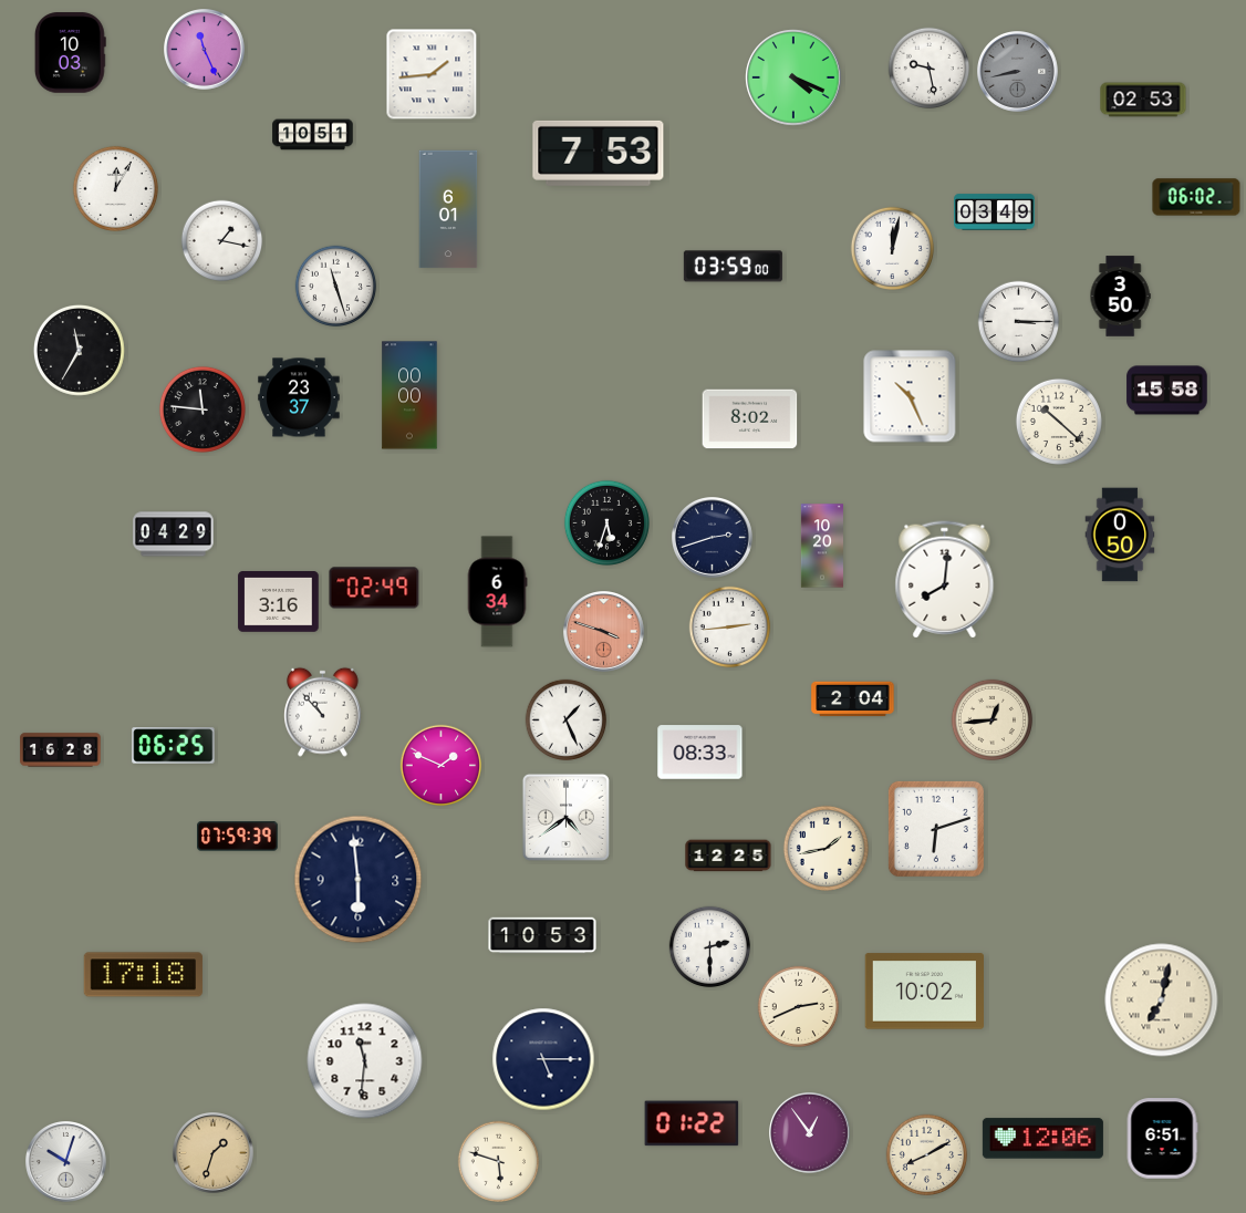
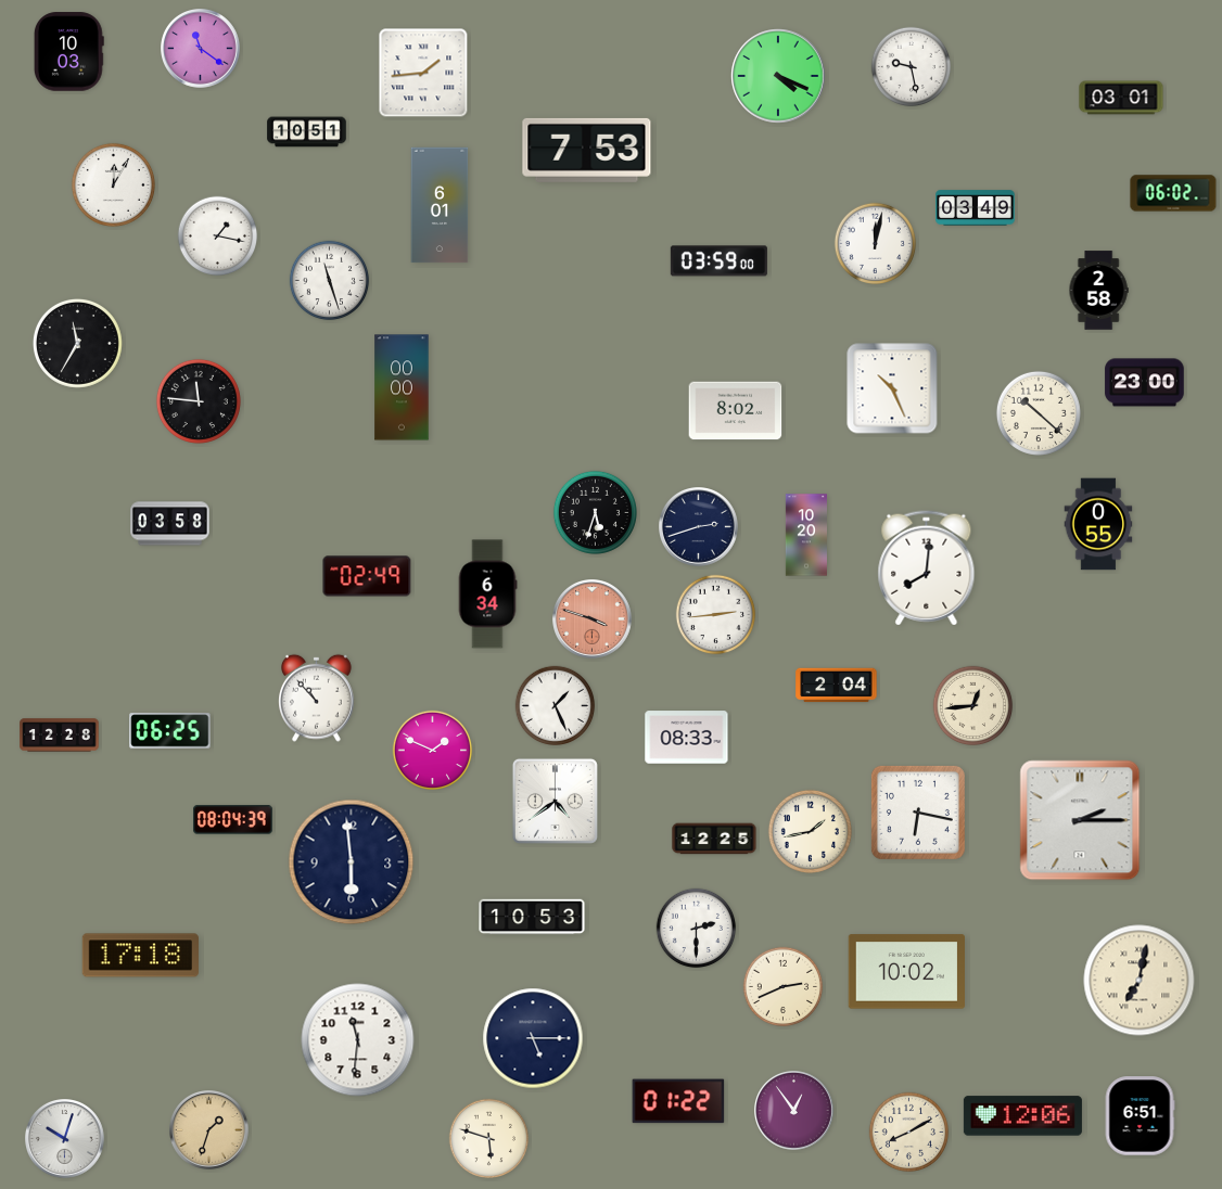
clock at (205, 50): 11:26 -> 11:21
clock at (1018, 72): 8:43 -> none
clock at (1143, 100): 02:53 -> 03:01
clock at (1120, 297): 3:50 -> 2:58
clock at (1019, 322): 3:15 -> none
clock at (1167, 391): 15:58 -> 23:00
clock at (299, 397): 23:37 -> none
clock at (174, 535): 04:29 -> 03:58
clock at (1120, 535): 0:50 -> 0:55
clock at (497, 592) position: (497, 592) -> (487, 594)
clock at (279, 602): 3:16 -> none
clock at (61, 750): 16:28 -> 12:28
clock at (936, 829): 6:12 -> 6:17
clock at (238, 837): 07:59 -> 08:04
clock at (1080, 820): none -> 2:15
